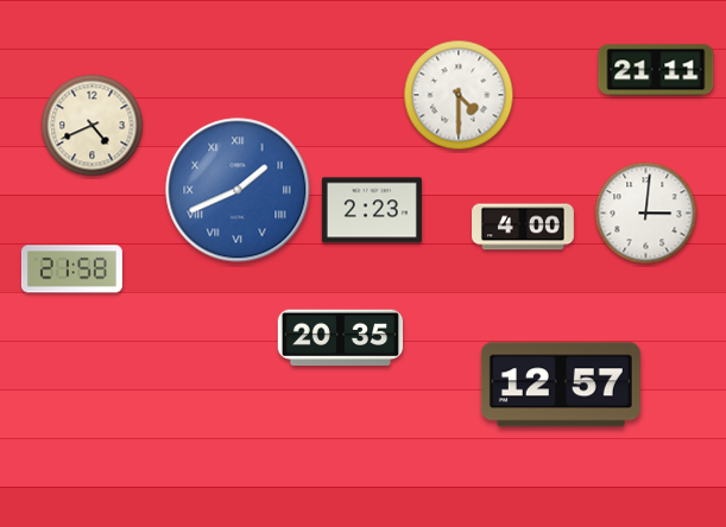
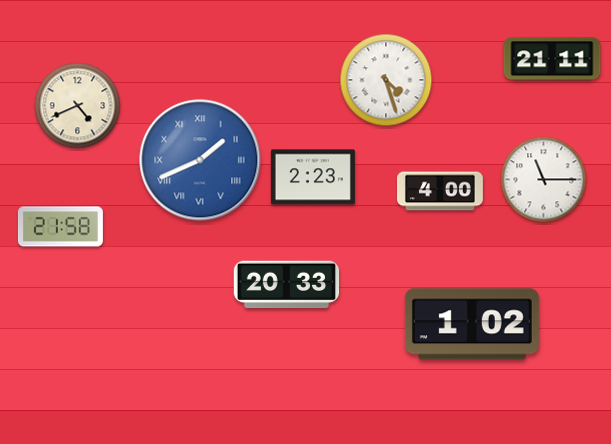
clock at (459, 95): 4:30 -> 4:27
clock at (646, 214): 3:01 -> 11:15
clock at (341, 338): 20:35 -> 20:33
clock at (561, 385): 12:57 -> 1:02
